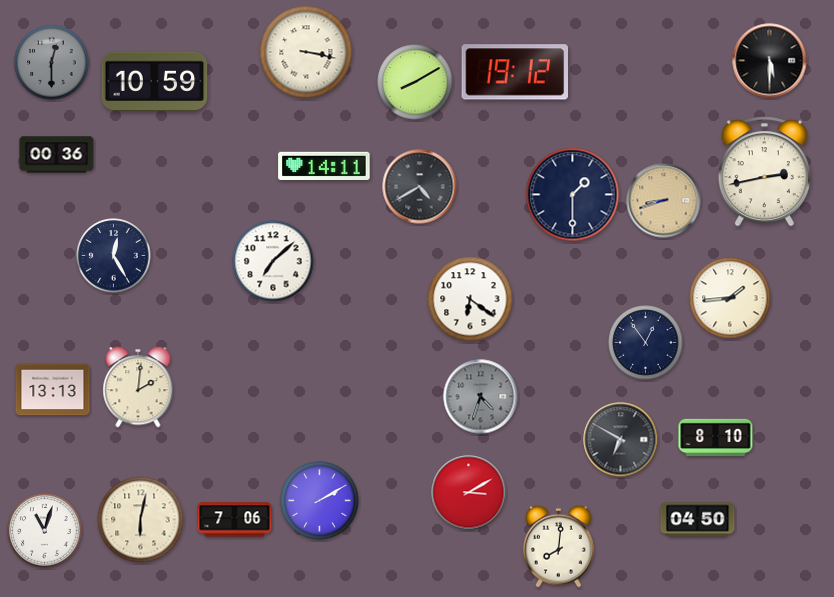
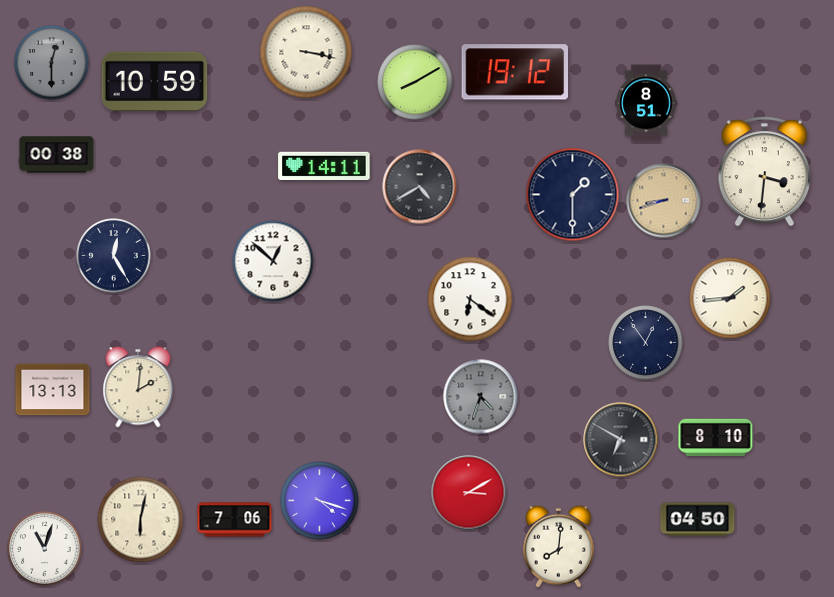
clock at (770, 61): 5:30 -> none
clock at (646, 103): none -> 8:51
clock at (57, 155): 00:36 -> 00:38
clock at (764, 172): 2:43 -> 3:31
clock at (273, 261): 7:08 -> 12:52
clock at (320, 501): 2:10 -> 4:18
clock at (45, 531) position: (45, 531) -> (45, 549)
